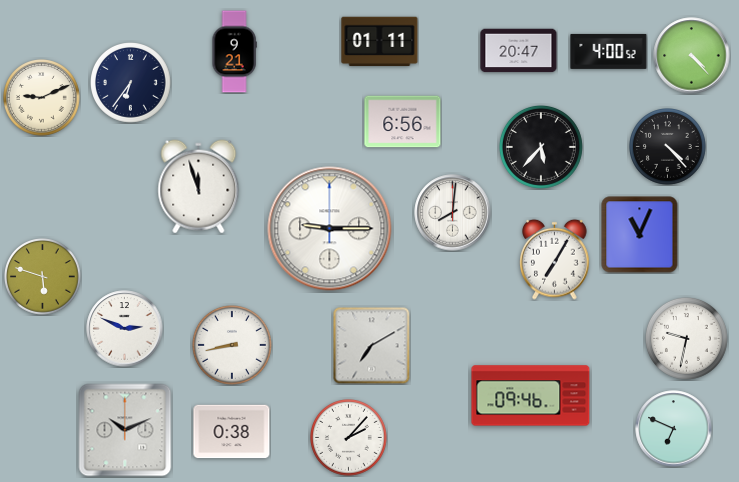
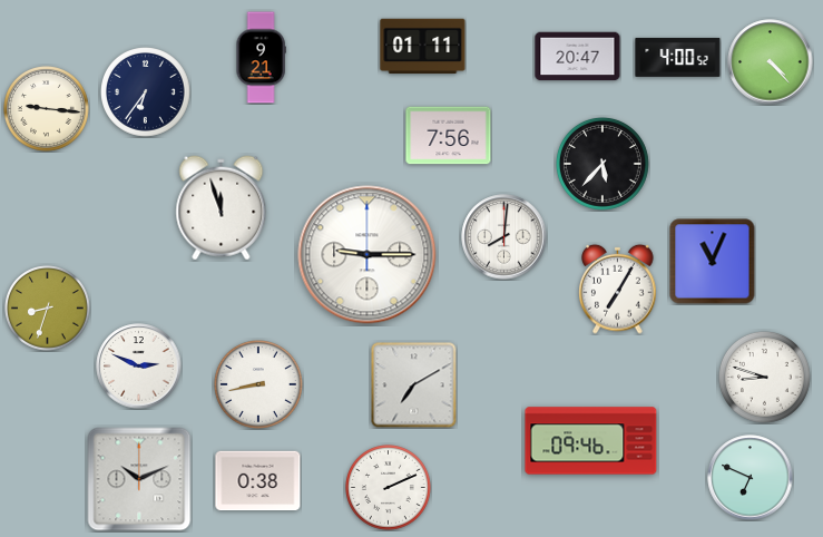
clock at (42, 98): 9:11 -> 9:16
clock at (403, 122): 6:56 -> 7:56
clock at (668, 147): 4:23 -> none
clock at (43, 277): 5:48 -> 8:33
clock at (686, 338): 9:32 -> 8:48
clock at (349, 438): 2:07 -> 2:11
